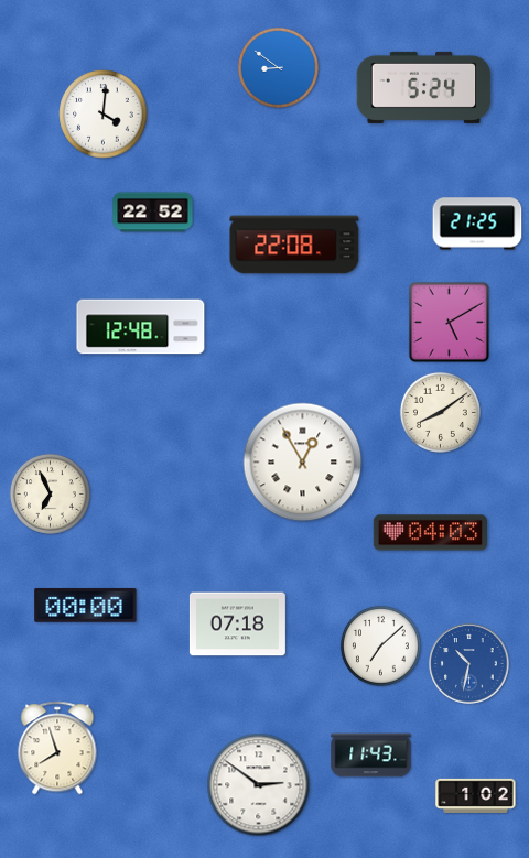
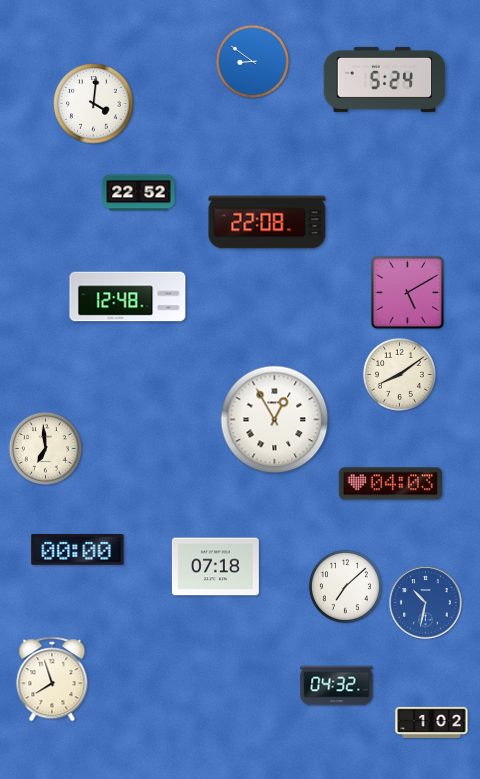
clock at (477, 224): 21:25 -> none
clock at (50, 493): 6:56 -> 6:59
clock at (371, 756): 11:43 -> 04:32
clock at (259, 785): 2:51 -> none
